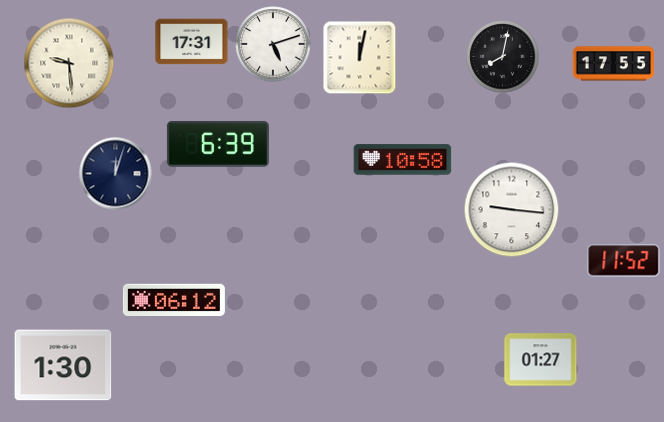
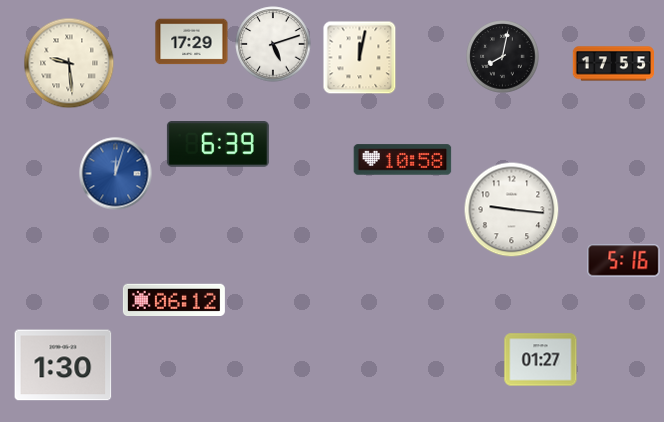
clock at (192, 42): 17:31 -> 17:29
clock at (116, 174) dial: navy -> blue
clock at (624, 261): 11:52 -> 5:16
